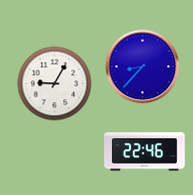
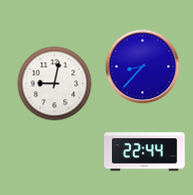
clock at (55, 84): 9:05 -> 9:02
clock at (145, 152): 22:46 -> 22:44
